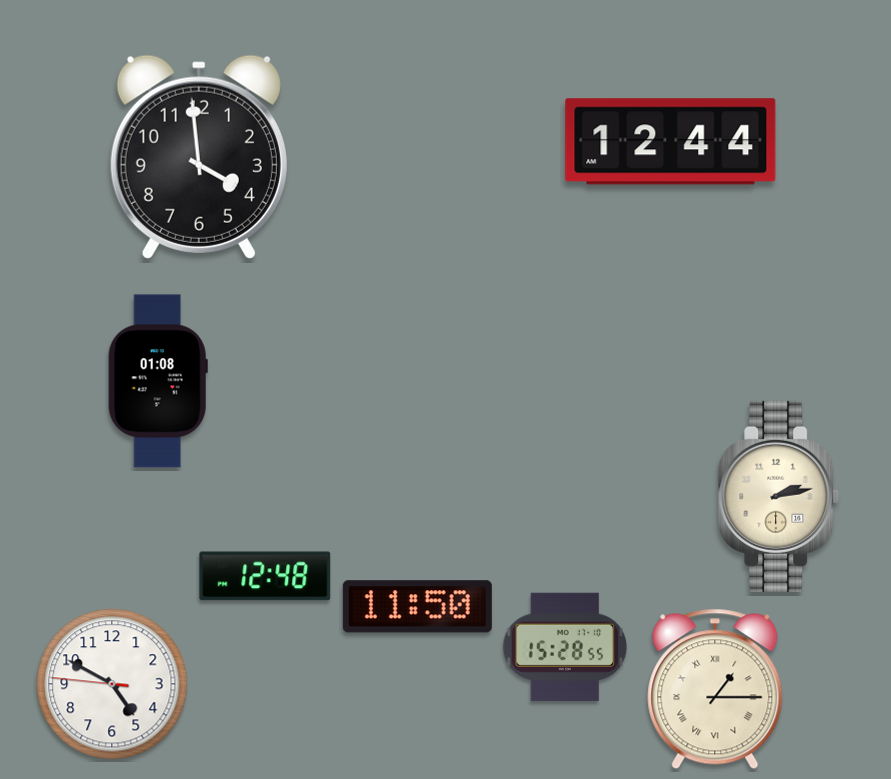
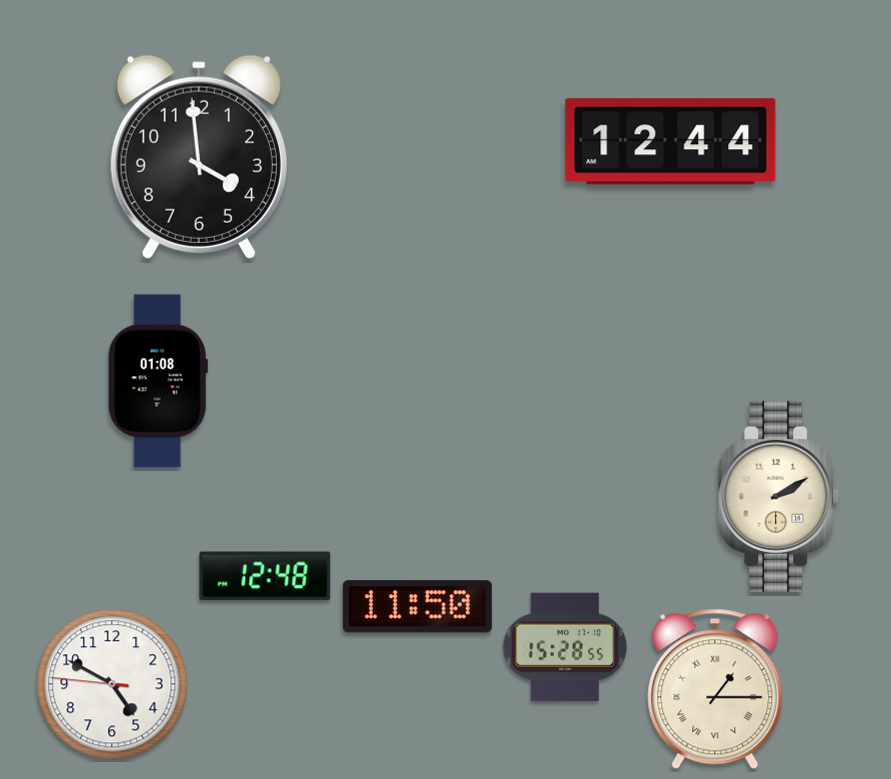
clock at (779, 496): 2:13 -> 2:10
